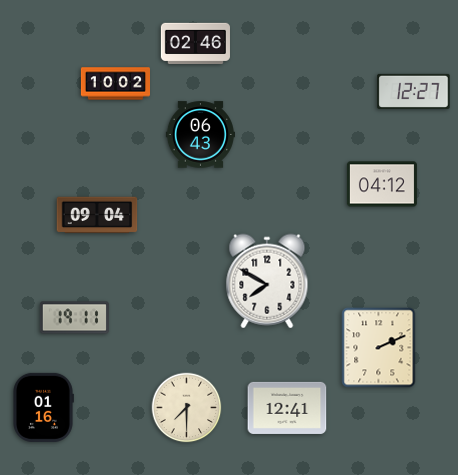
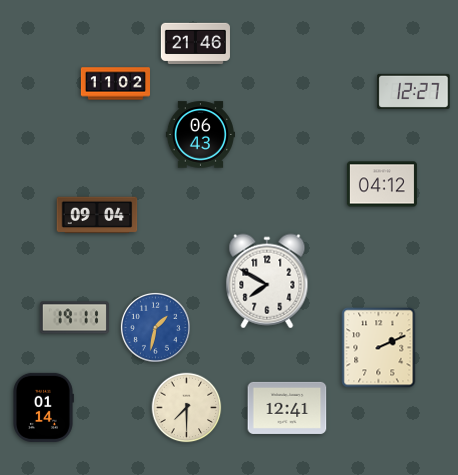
clock at (195, 43): 02:46 -> 21:46
clock at (115, 84): 10:02 -> 11:02
clock at (155, 327): none -> 1:32
clock at (44, 407): 01:16 -> 01:14
